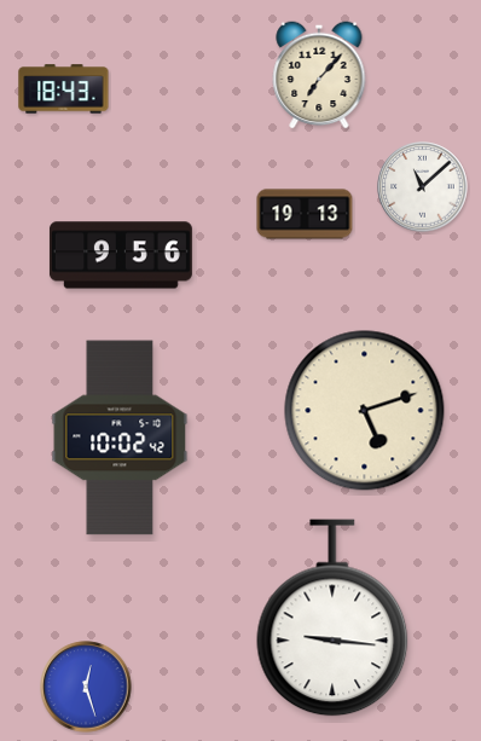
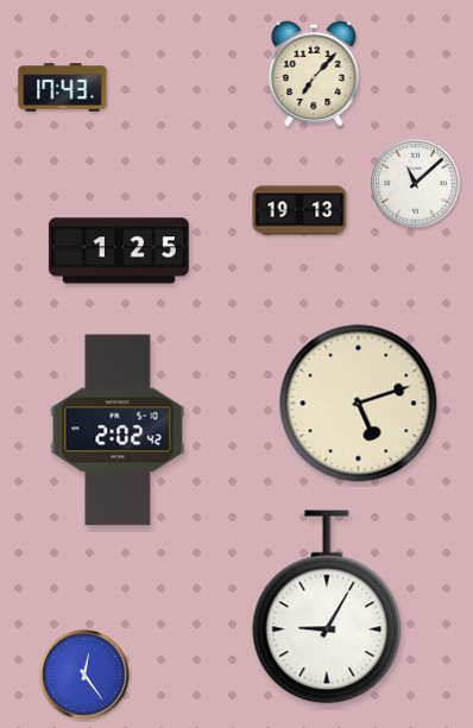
clock at (64, 89): 18:43 -> 17:43
clock at (121, 255): 9:56 -> 1:25
clock at (120, 438): 10:02 -> 2:02
clock at (332, 618): 9:16 -> 9:05
clock at (86, 687): 12:27 -> 12:24
